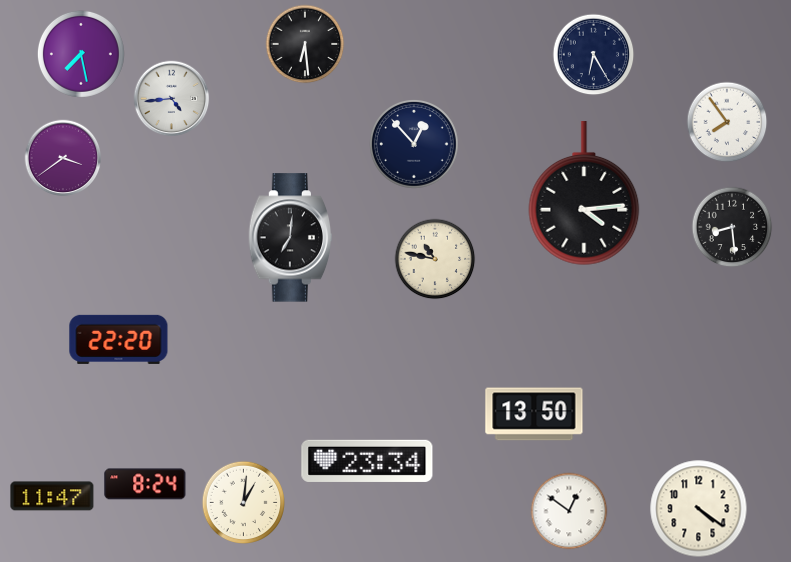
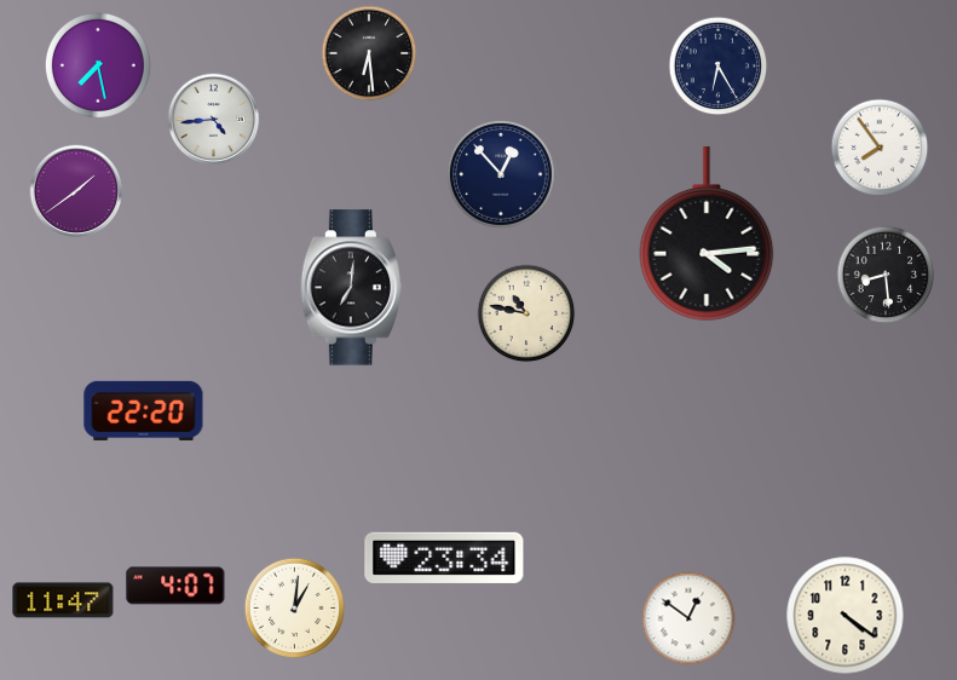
clock at (172, 99) position: (172, 99) -> (214, 120)
clock at (63, 158): 3:39 -> 1:39
clock at (534, 414): 13:50 -> none
clock at (145, 484): 8:24 -> 4:07
